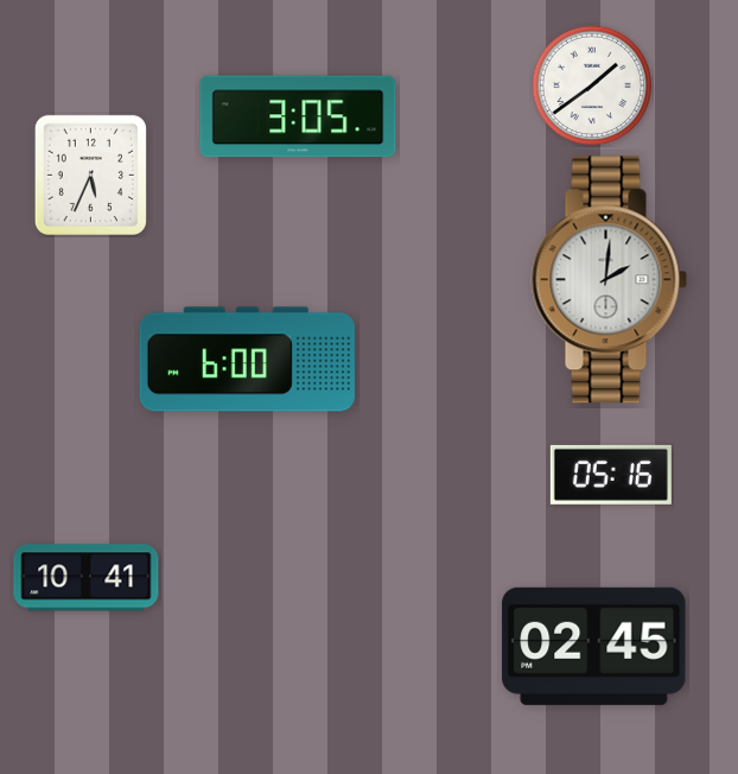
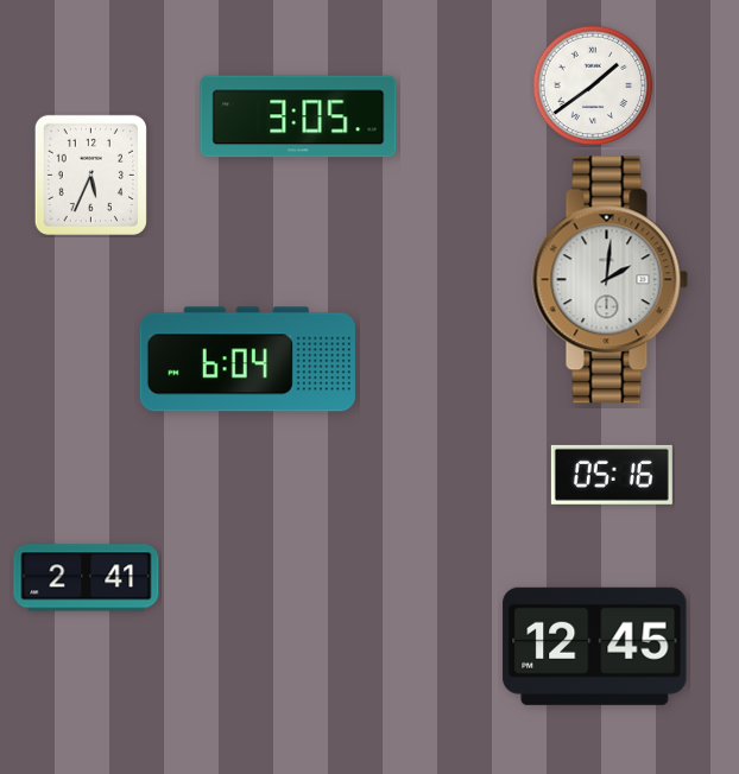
clock at (247, 360): 6:00 -> 6:04
clock at (87, 578): 10:41 -> 2:41
clock at (594, 646): 02:45 -> 12:45
